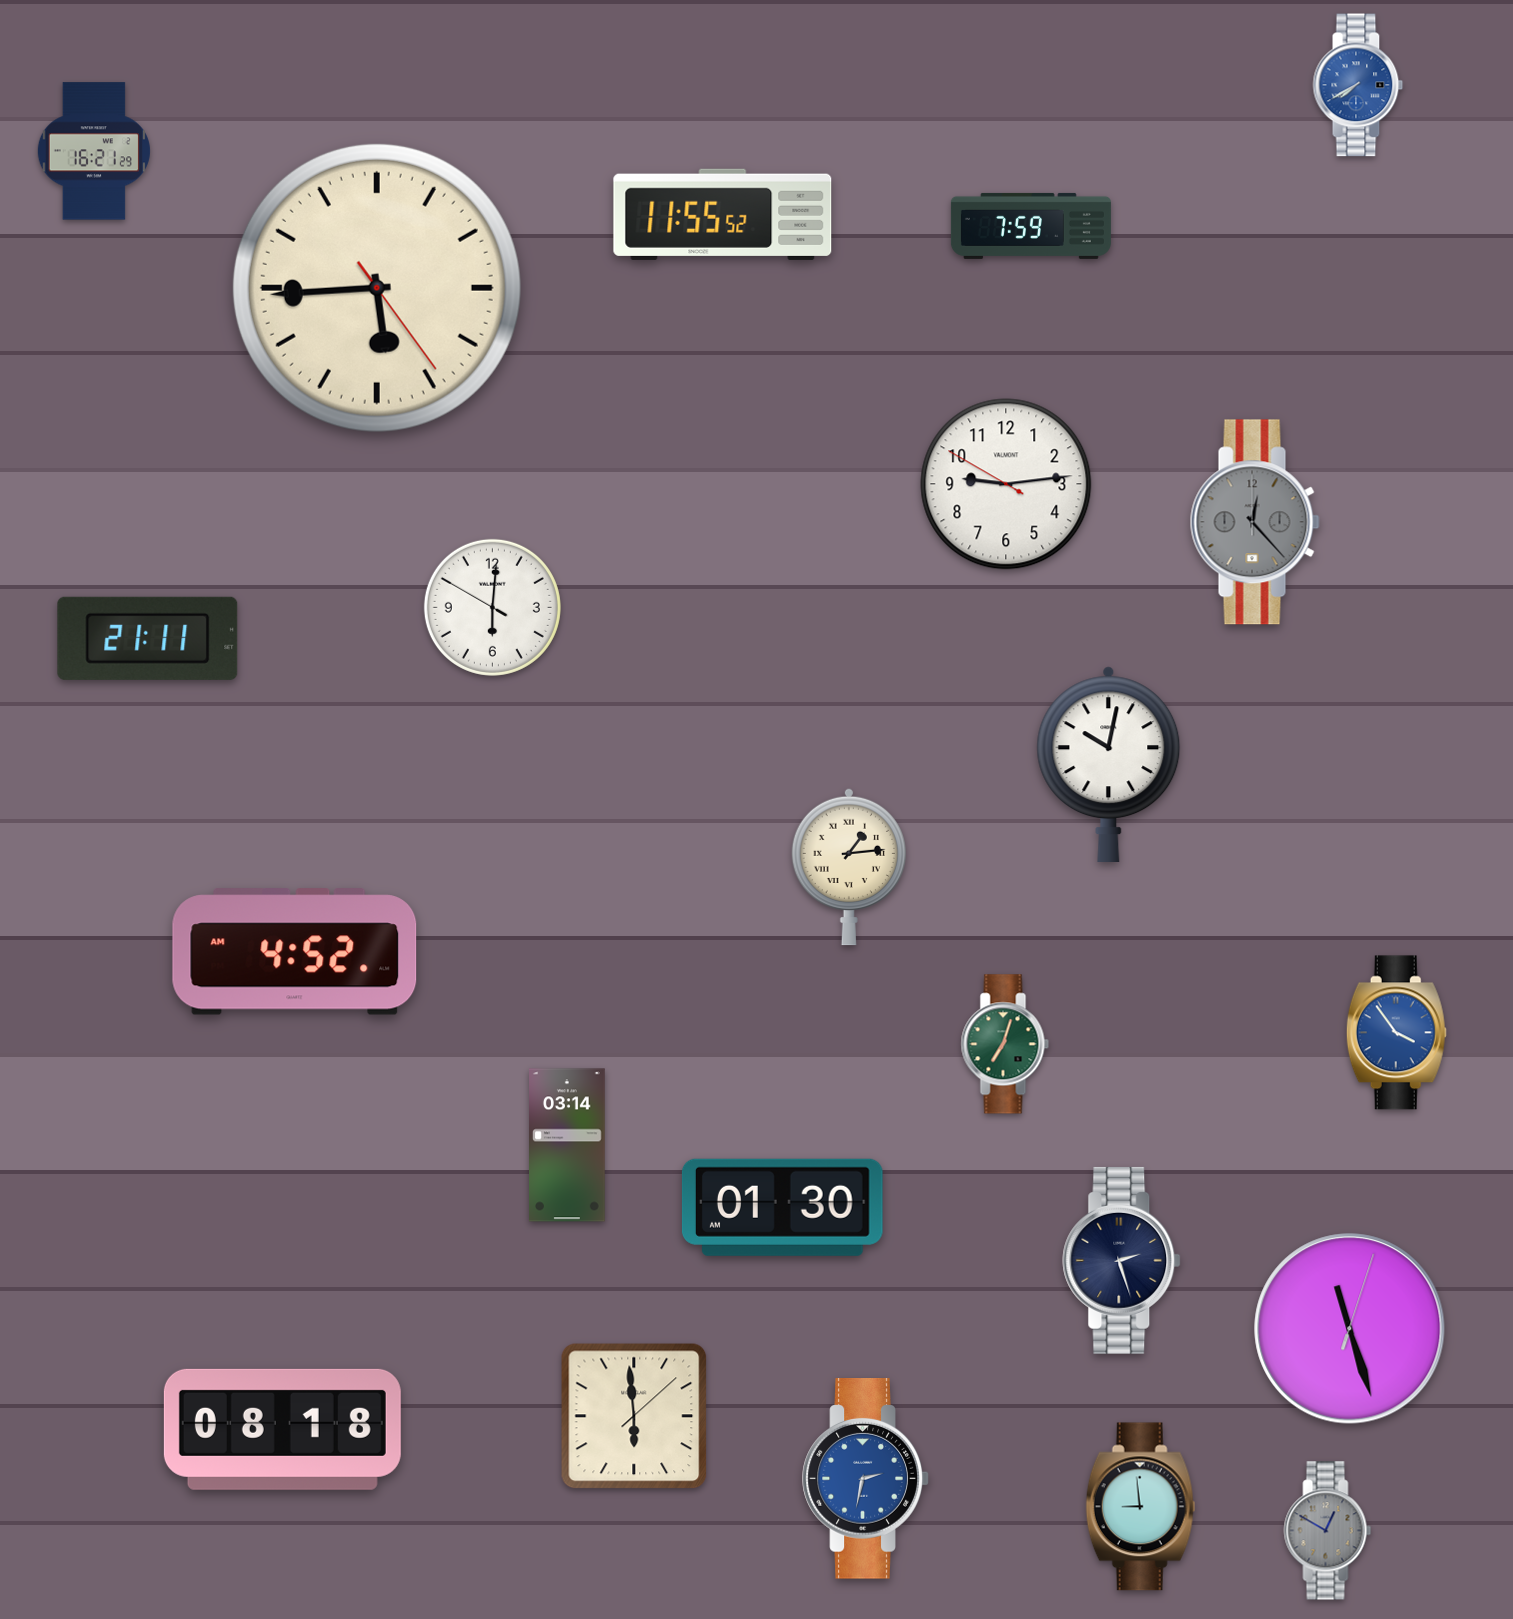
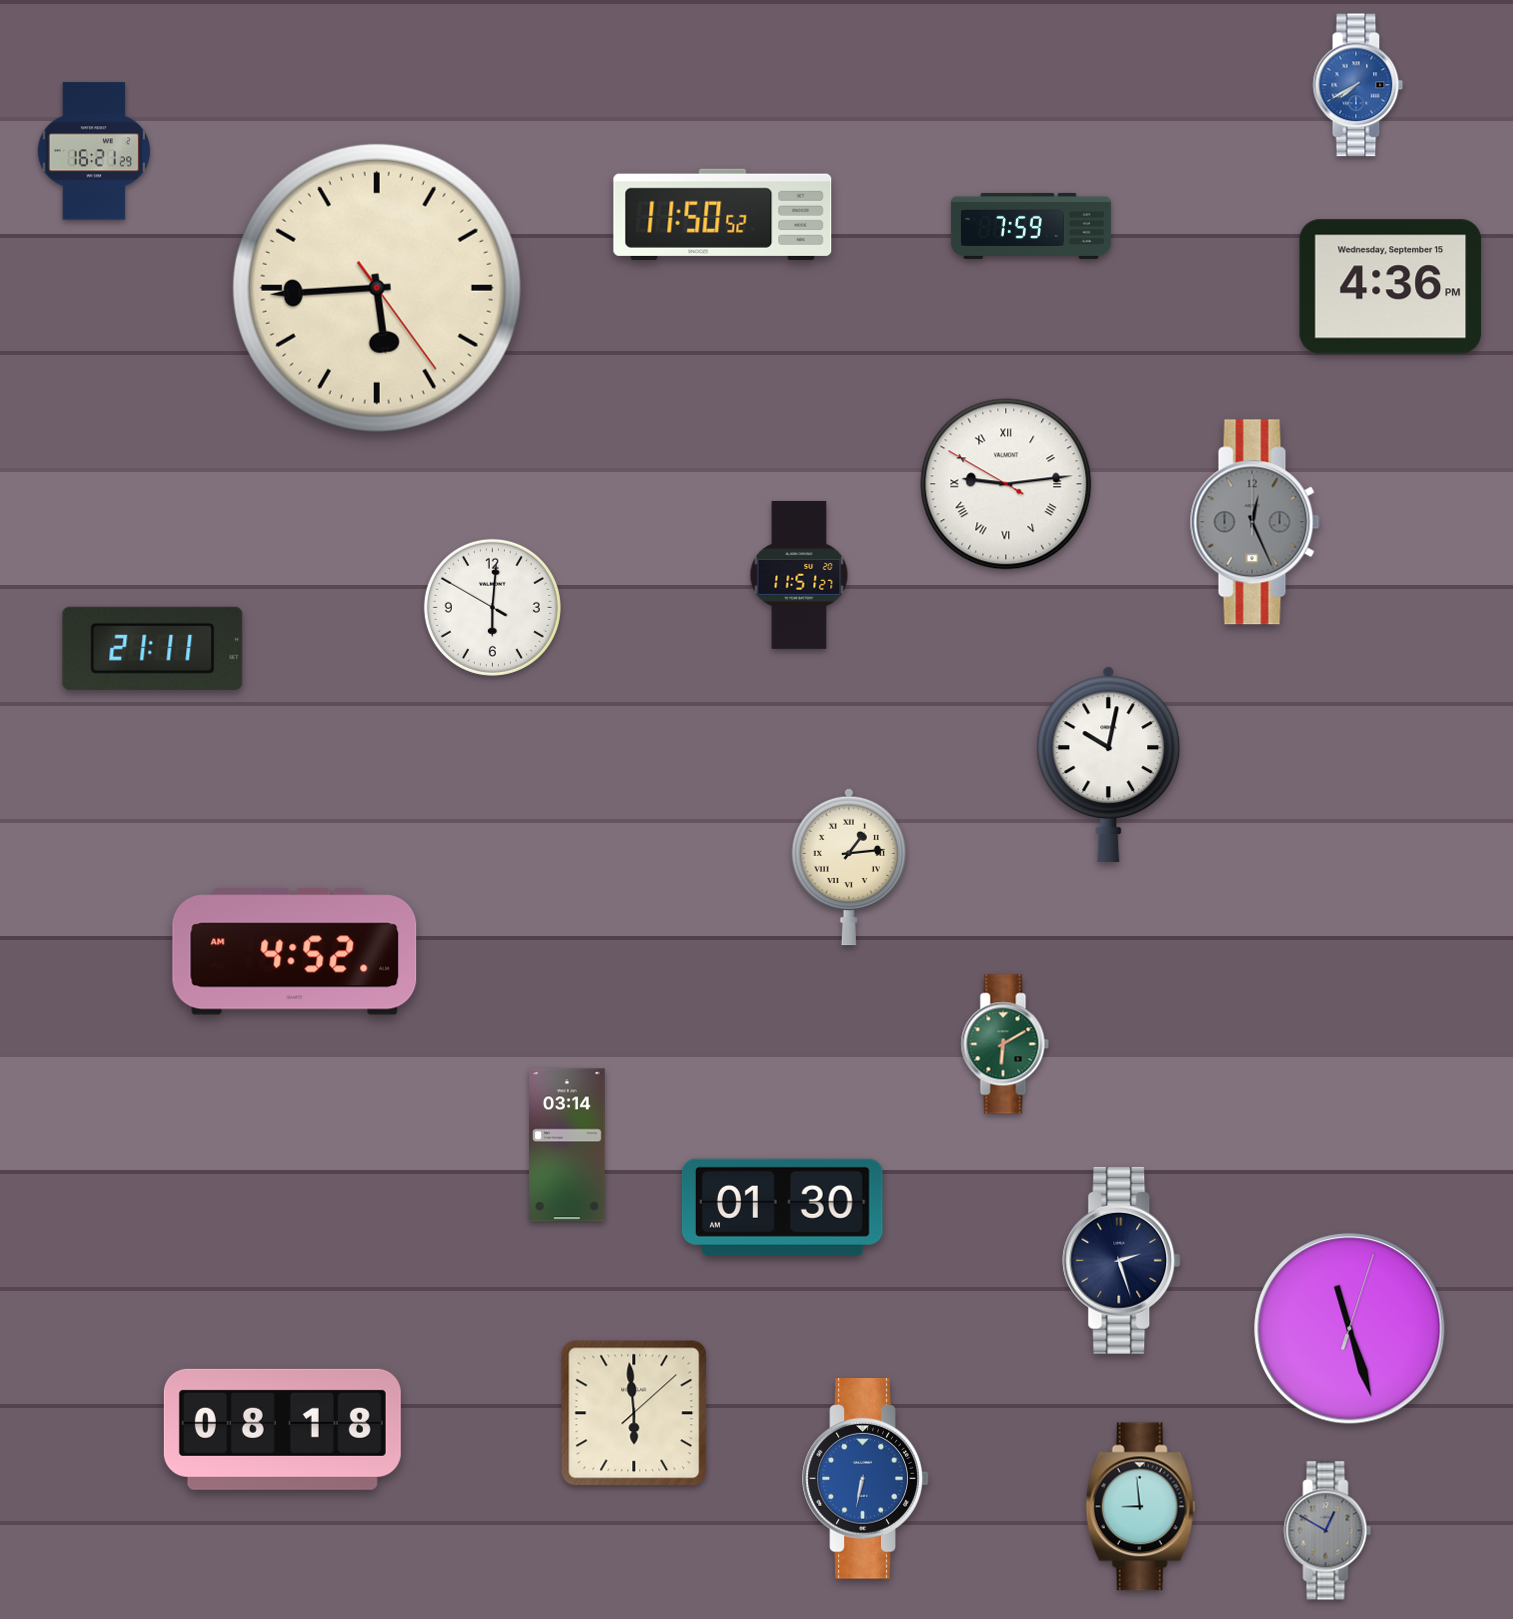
clock at (723, 214): 11:55 -> 11:50
clock at (1391, 287): none -> 4:36
clock at (1006, 484) numerals: Arabic -> Roman
clock at (1255, 522): 12:23 -> 12:26
clock at (799, 575): none -> 11:51
clock at (148, 638) position: (148, 638) -> (153, 648)
clock at (1396, 1033): 3:54 -> none
clock at (1005, 1044): 7:03 -> 6:10
clock at (634, 1416) position: (634, 1416) -> (634, 1413)
clock at (866, 1479): 2:32 -> 6:32
